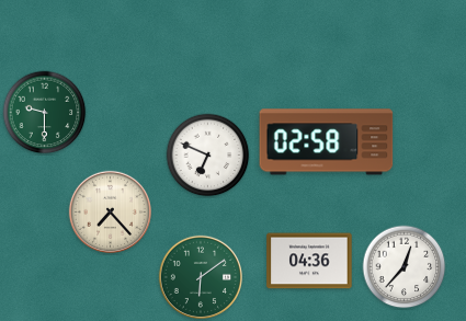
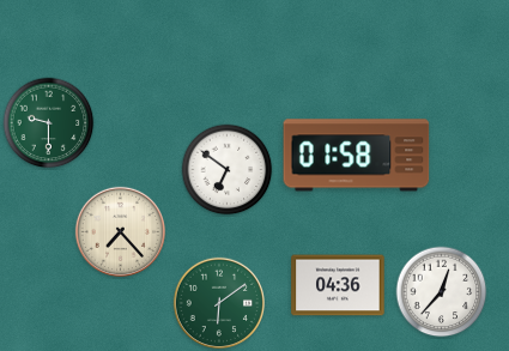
clock at (327, 142): 02:58 -> 01:58
clock at (208, 156): 6:49 -> 6:51
